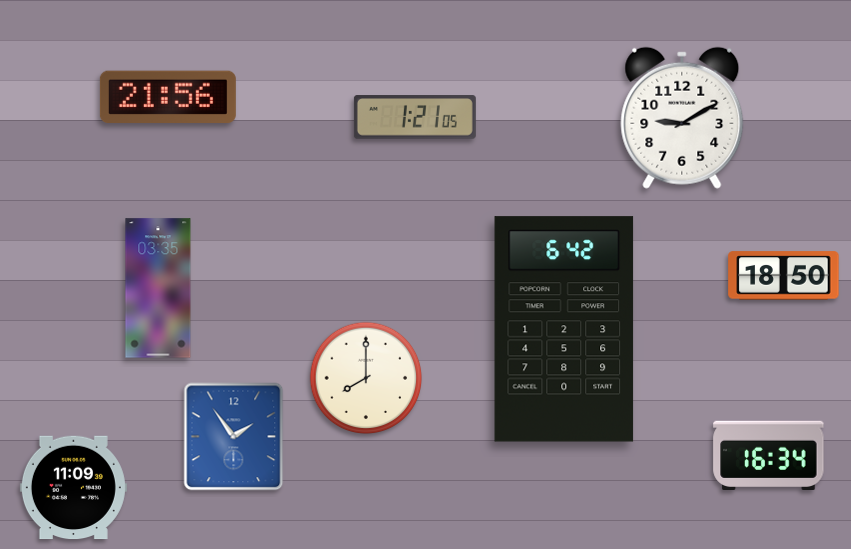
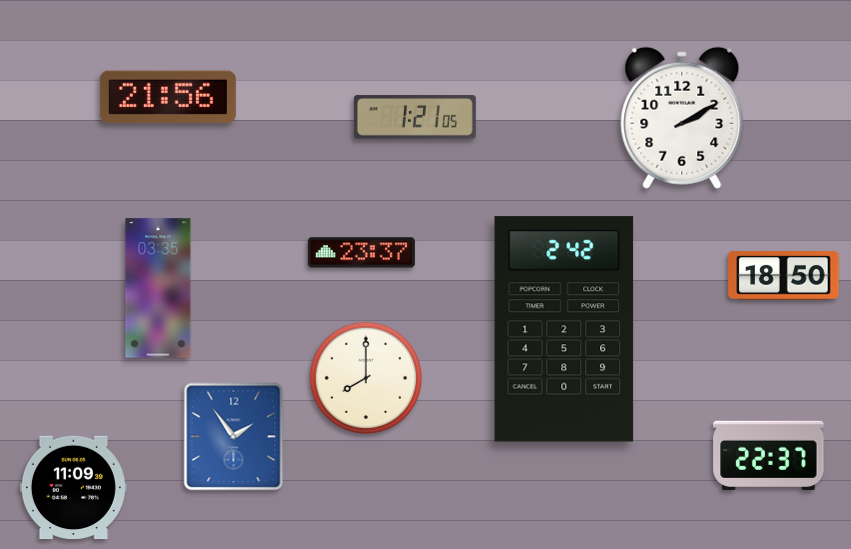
clock at (682, 118): 9:10 -> 2:10
clock at (361, 253): none -> 23:37
clock at (564, 329): 6:42 -> 2:42
clock at (769, 455): 16:34 -> 22:37
